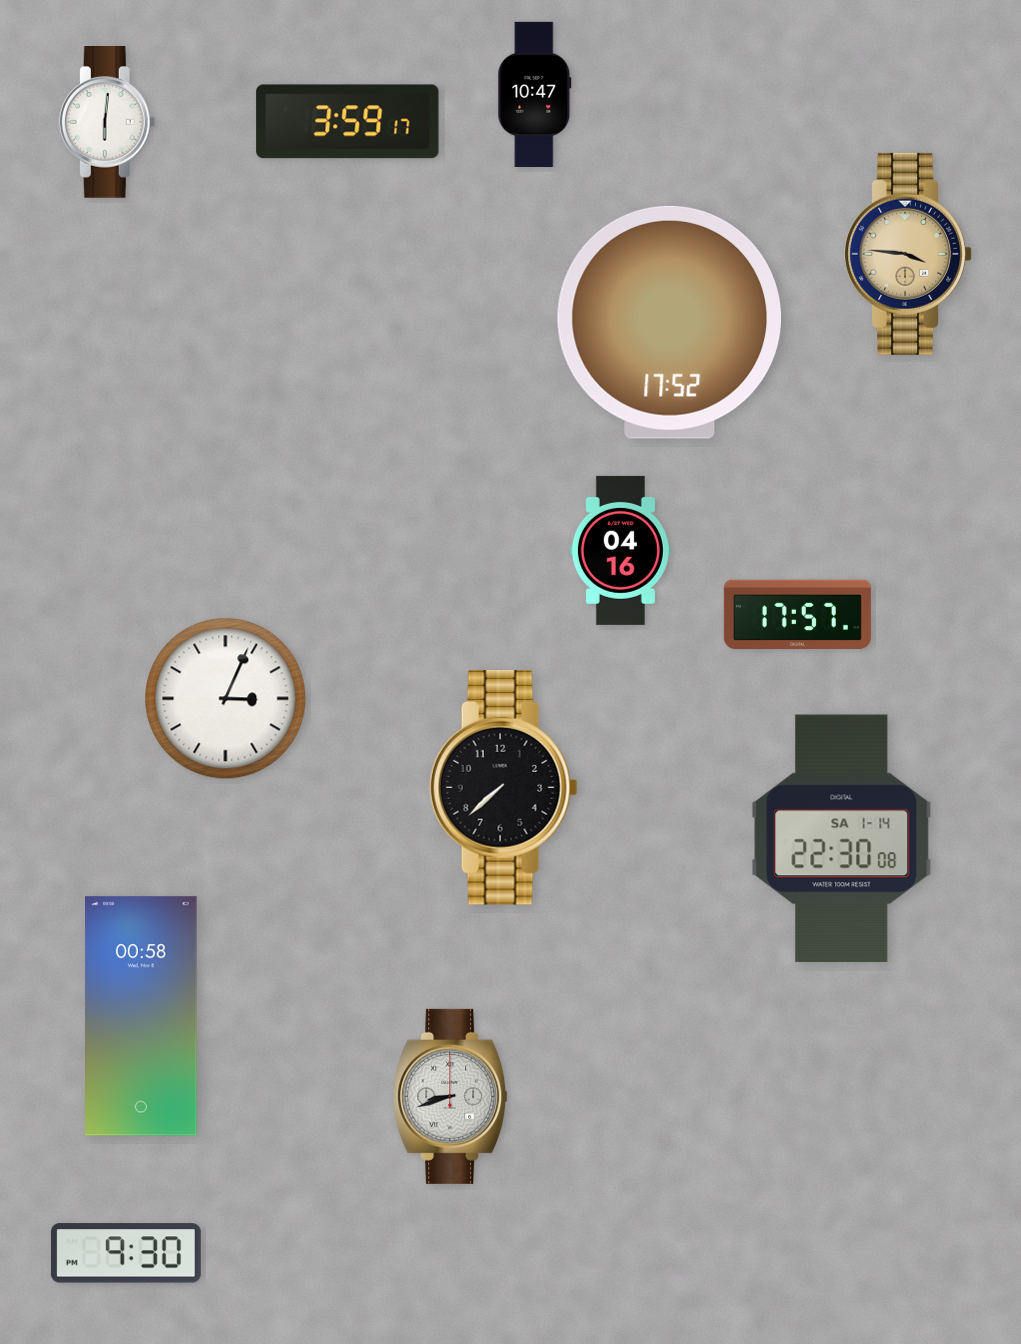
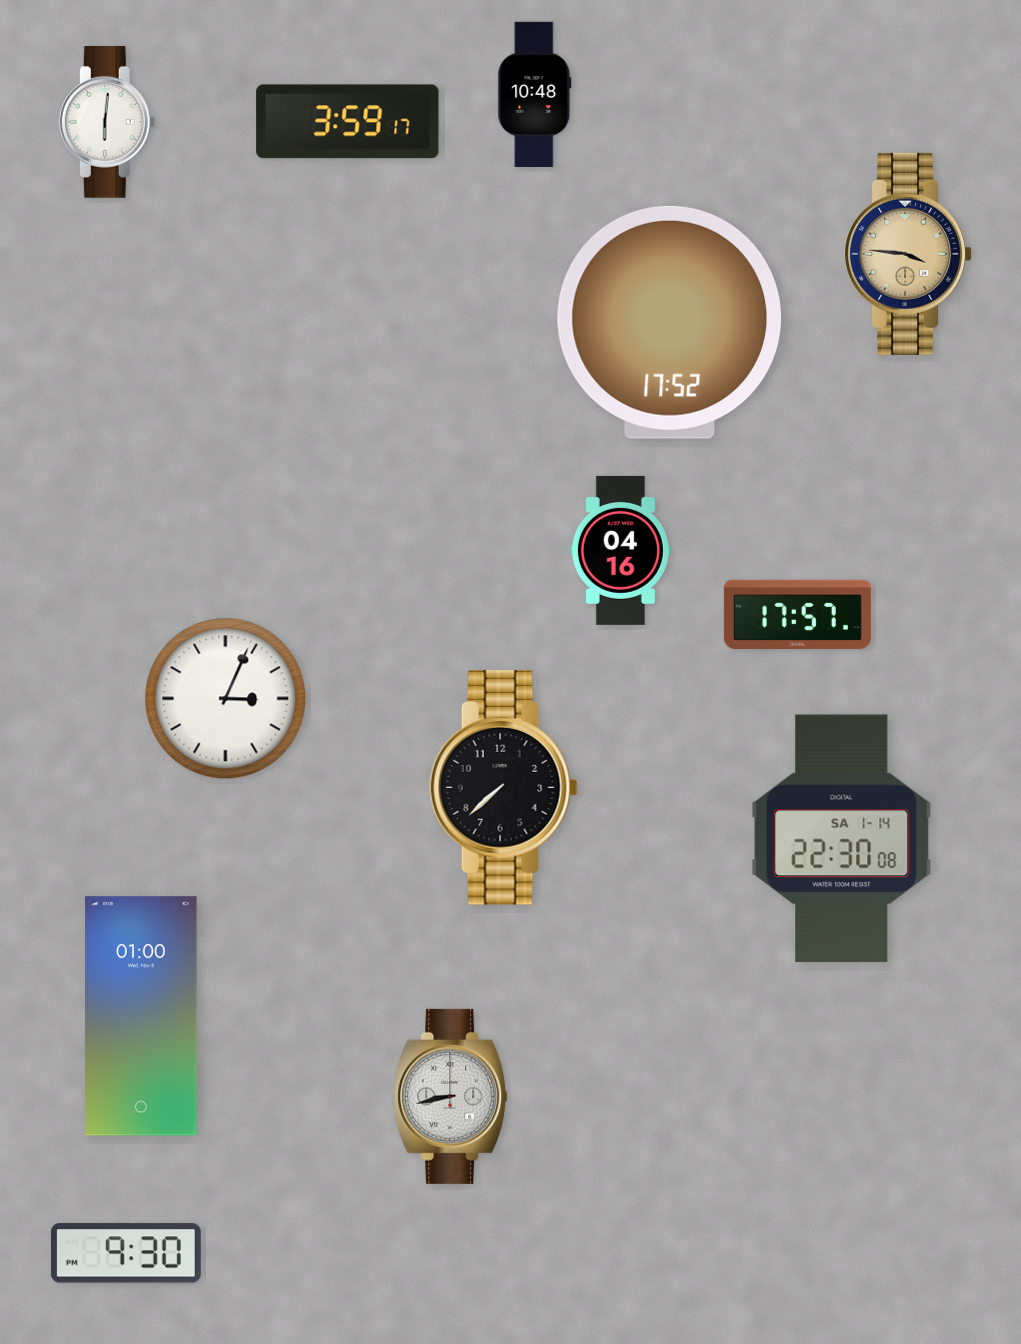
clock at (535, 94): 10:47 -> 10:48
clock at (141, 1016): 00:58 -> 01:00
clock at (451, 1096): 8:42 -> 8:43
